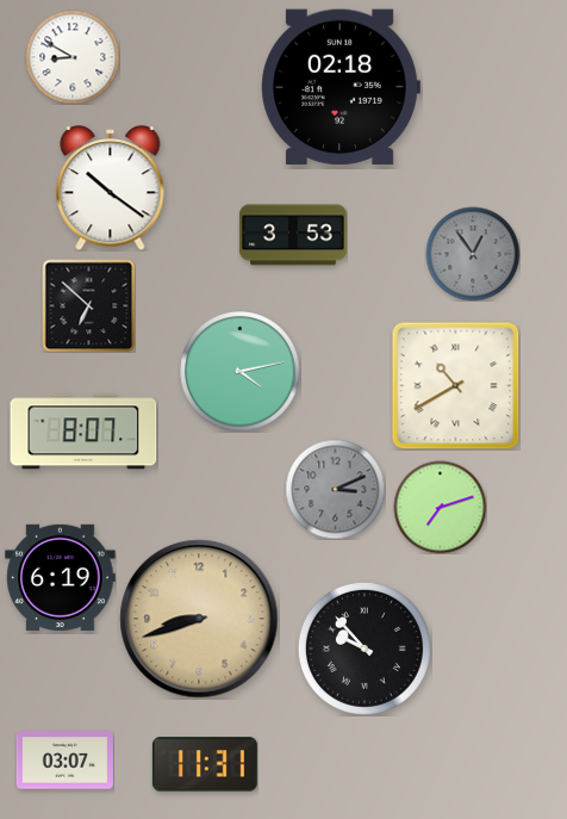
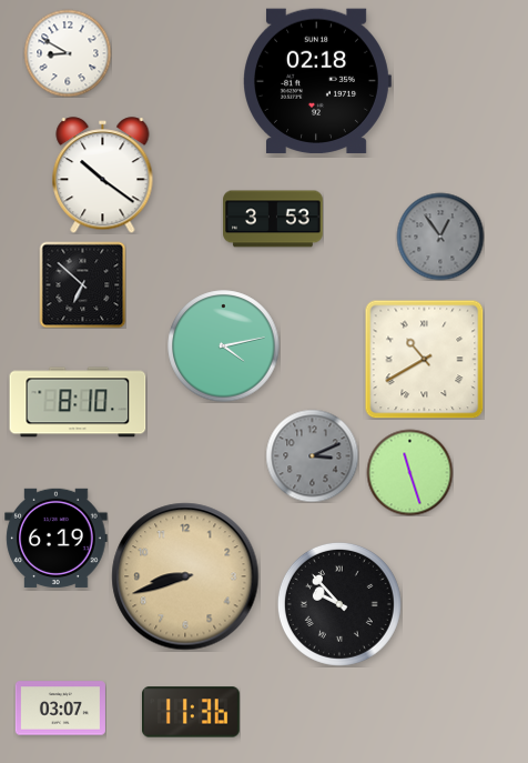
clock at (83, 432): 8:07 -> 8:10
clock at (440, 507): 7:12 -> 11:27
clock at (205, 764): 11:31 -> 11:36
